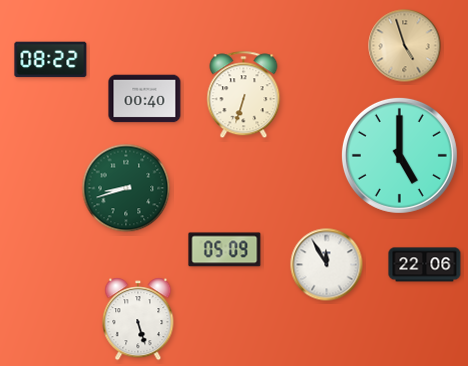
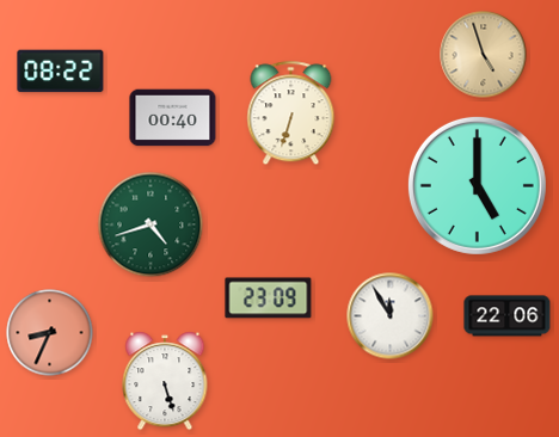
clock at (126, 188): 8:42 -> 4:42
clock at (225, 250): 05:09 -> 23:09
clock at (50, 333): none -> 8:34
